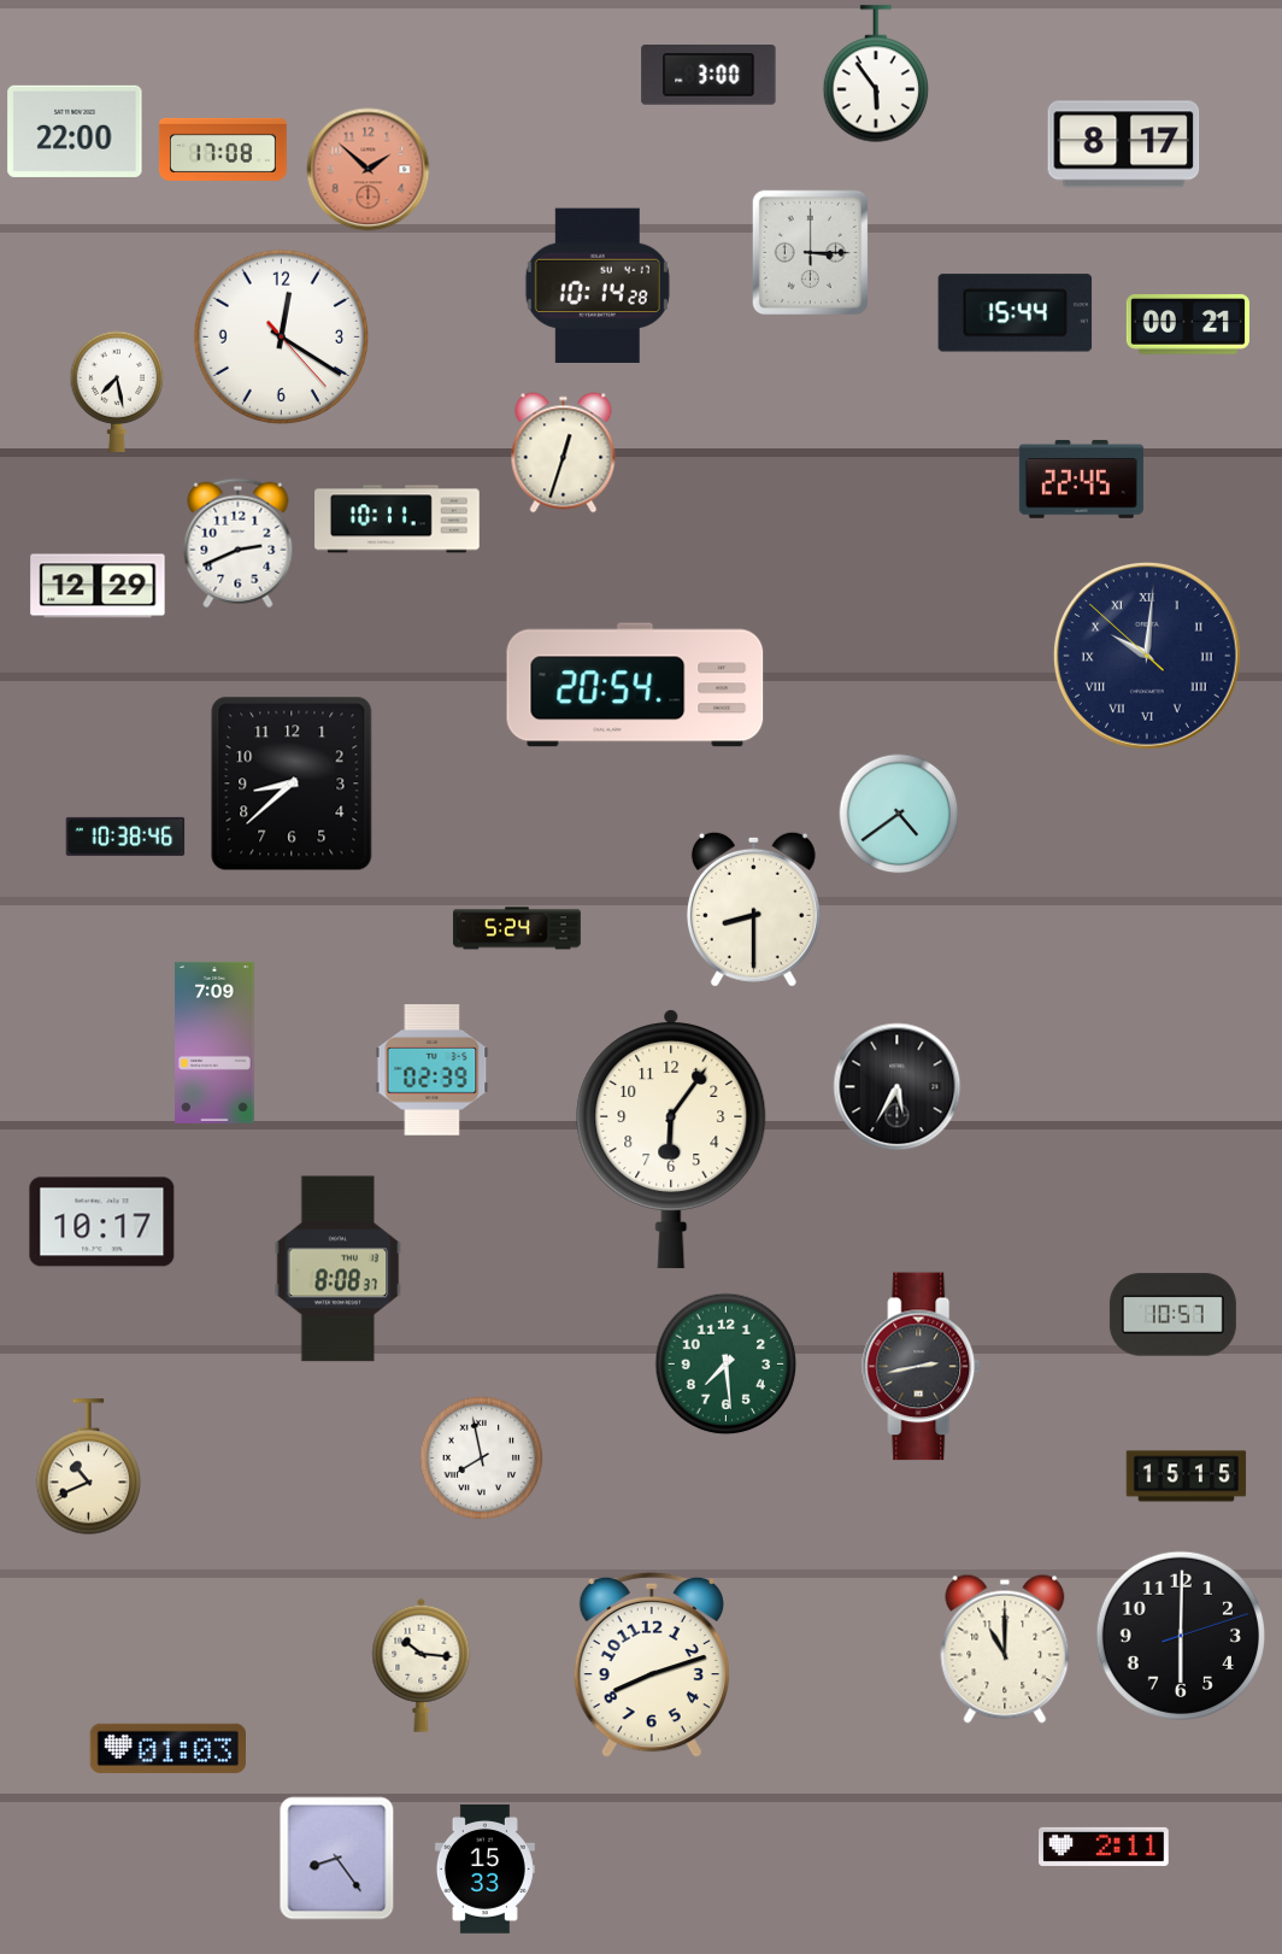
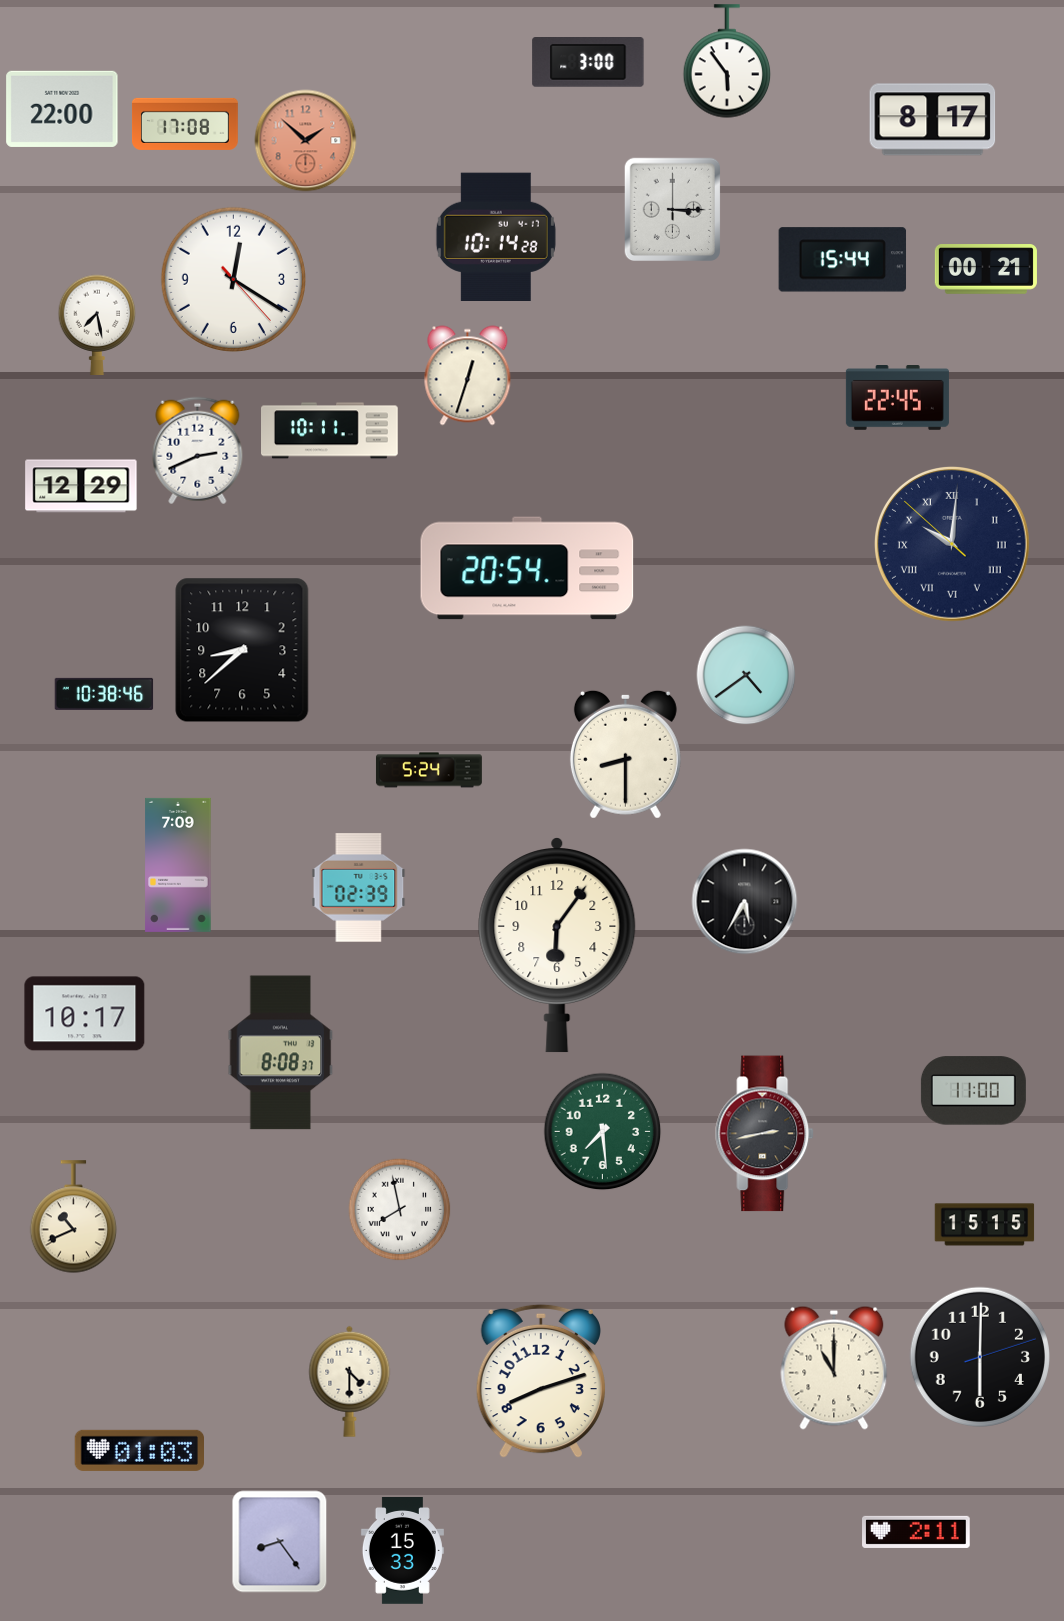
clock at (1172, 1315): 10:57 -> 11:00
clock at (422, 1665): 10:16 -> 4:30
